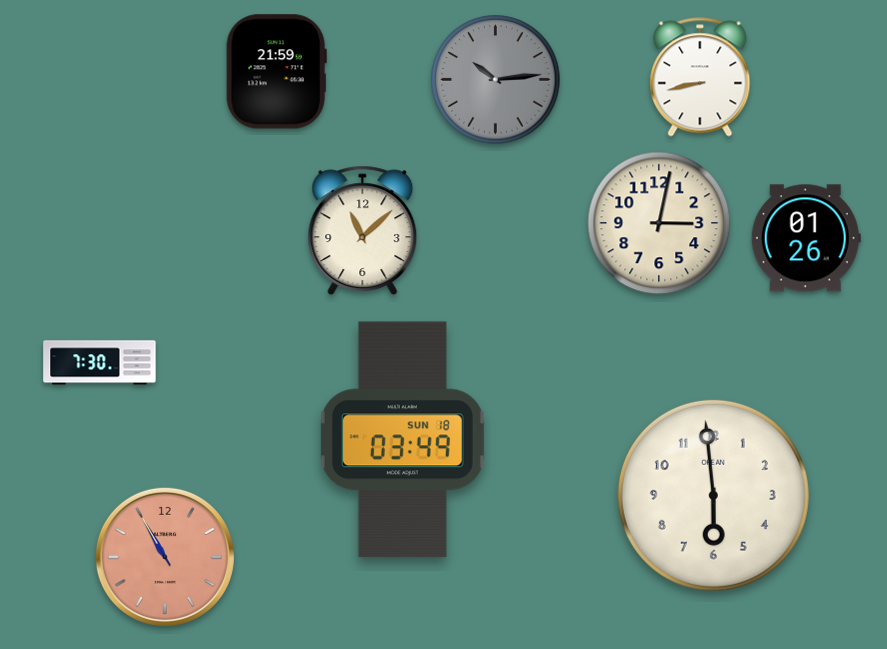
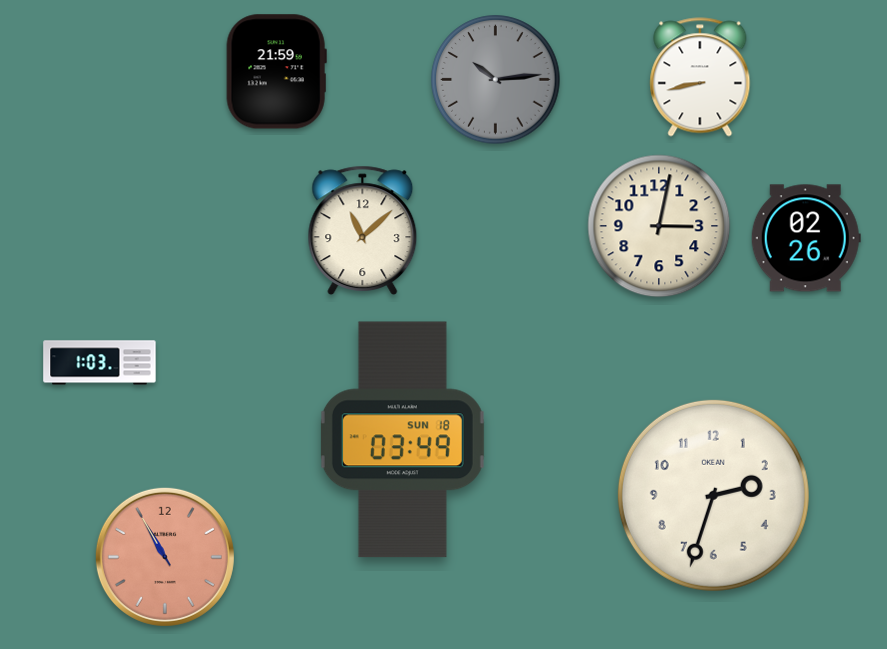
clock at (659, 223) position: (659, 223) -> (659, 226)
clock at (806, 238): 01:26 -> 02:26
clock at (100, 363): 7:30 -> 1:03
clock at (713, 495): 5:59 -> 2:33
